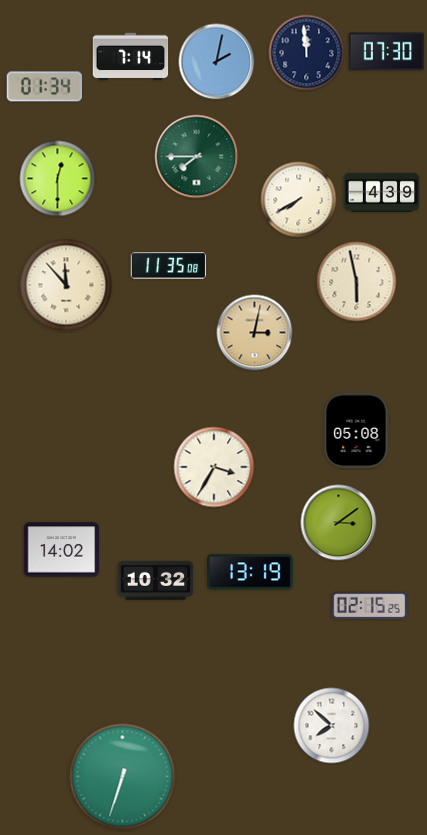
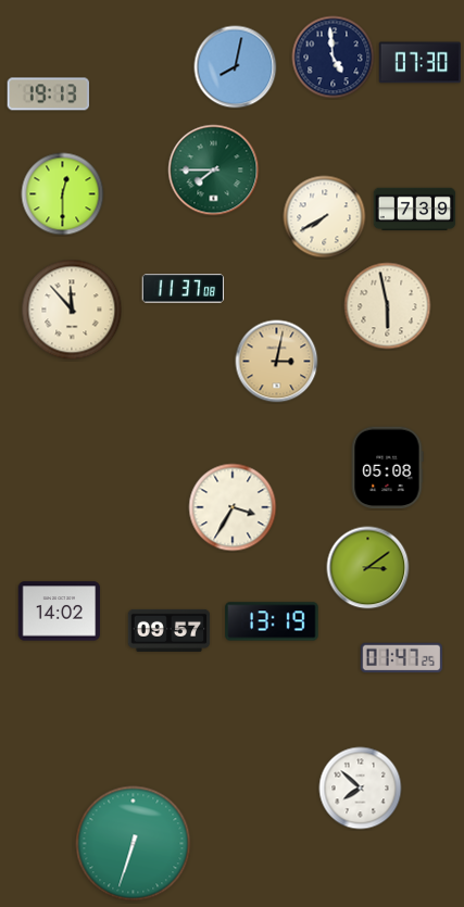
clock at (387, 52) position: (387, 52) -> (421, 63)
clock at (307, 53): 11:59 -> 4:59
clock at (131, 57): 7:14 -> none
clock at (217, 62): 2:02 -> 8:02
clock at (44, 87): 01:34 -> 19:13
clock at (382, 193): 4:39 -> 7:39
clock at (169, 266): 11:35 -> 11:37
clock at (62, 550) position: (62, 550) -> (60, 612)
clock at (156, 580): 10:32 -> 09:57
clock at (370, 606): 02:15 -> 01:47
